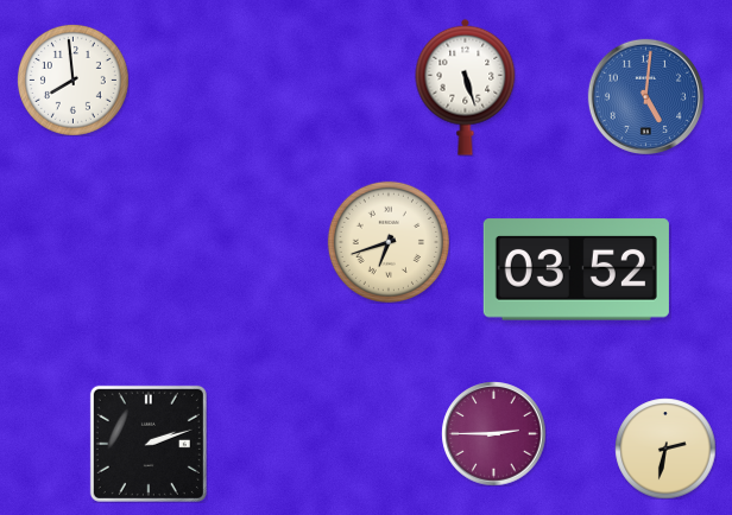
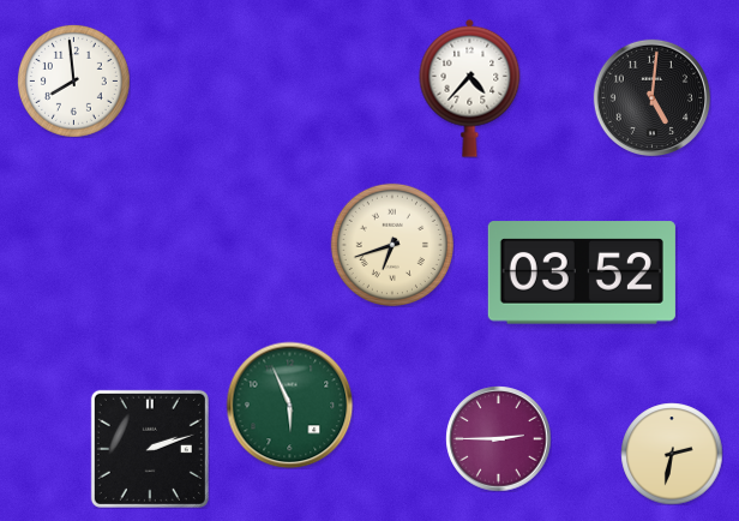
clock at (466, 87): 5:27 -> 4:37
clock at (645, 96) dial: blue -> black
clock at (289, 405): none -> 5:56
